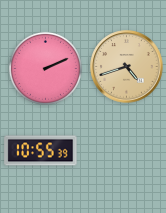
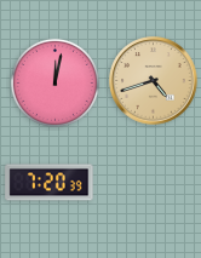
clock at (45, 68): 2:11 -> 12:02
clock at (41, 151): 10:55 -> 7:20
